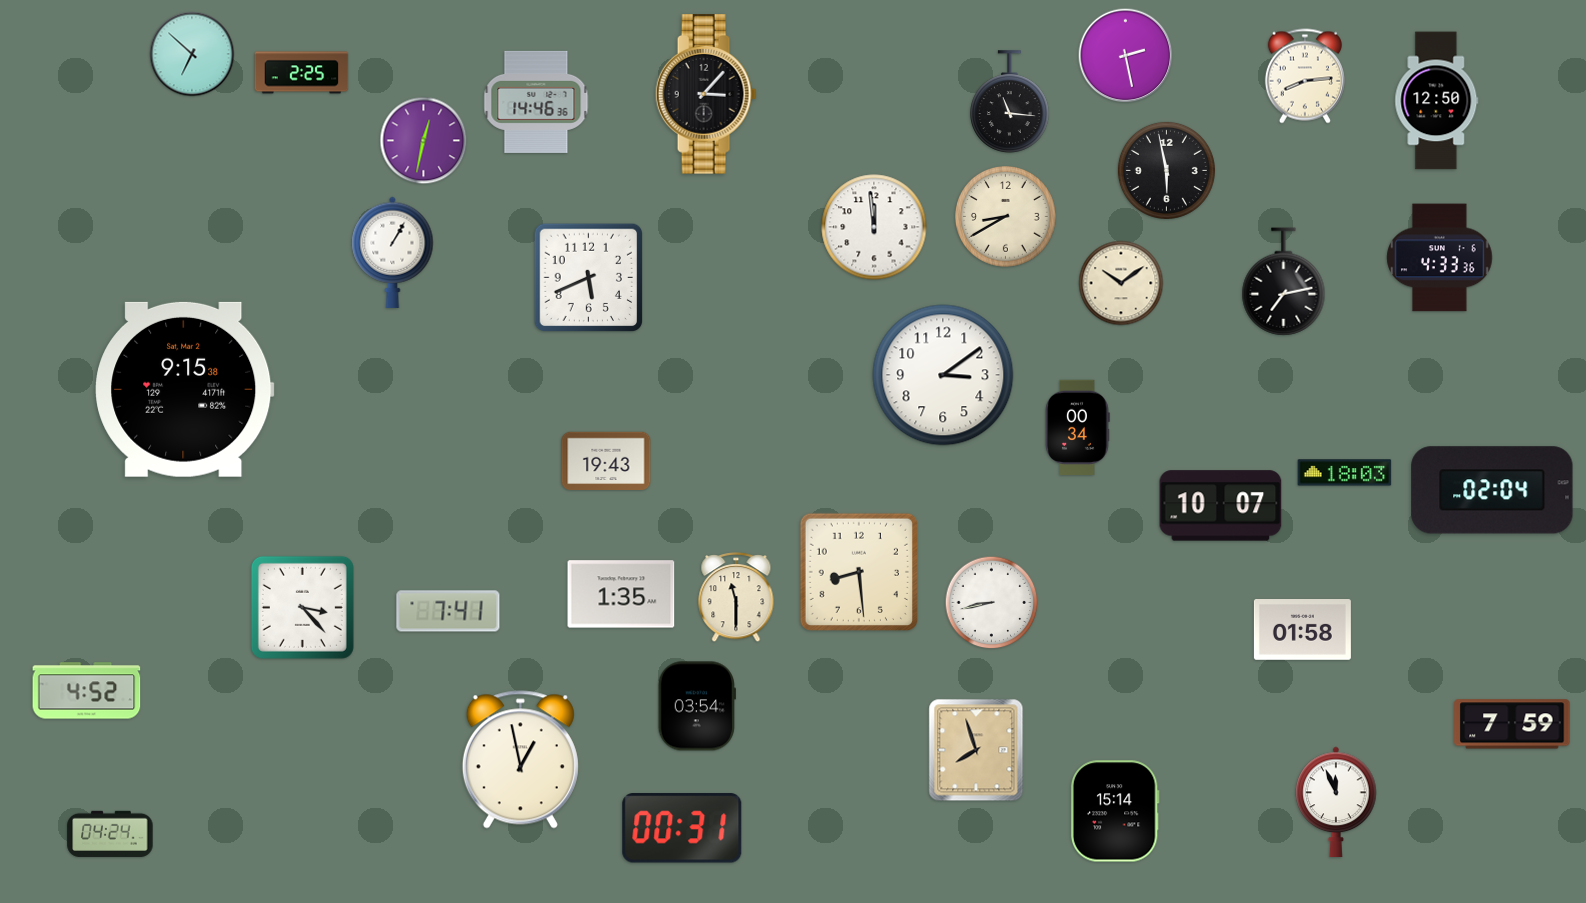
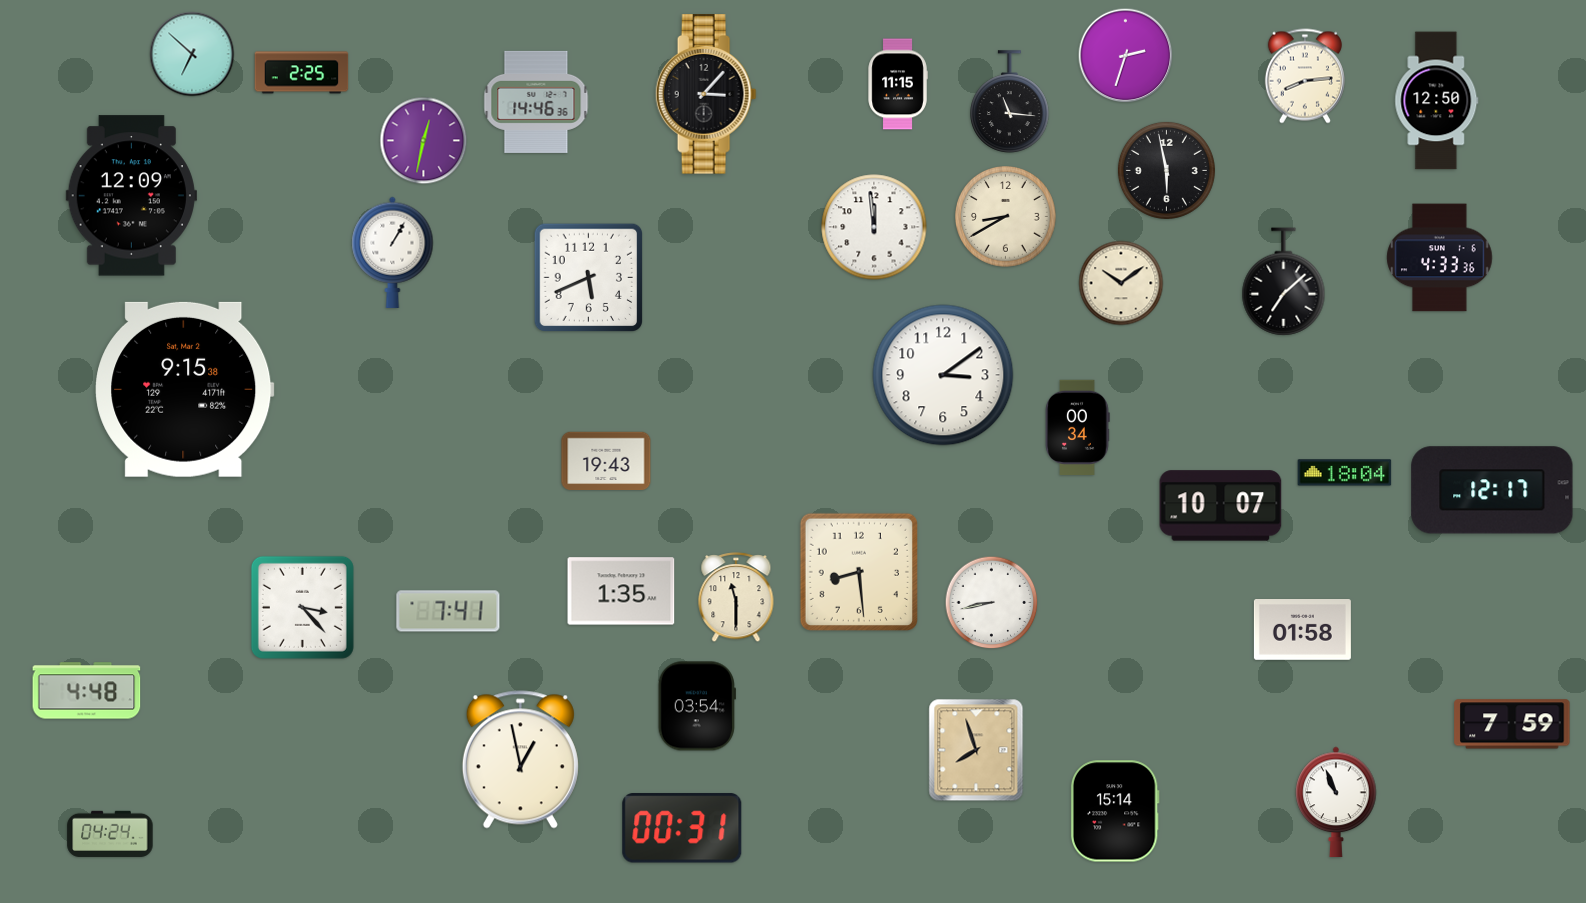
clock at (1126, 56): 2:28 -> 2:33
clock at (898, 84): none -> 11:15
clock at (131, 196): none -> 12:09
clock at (1284, 282): 7:13 -> 7:08
clock at (1345, 473): 18:03 -> 18:04
clock at (1492, 490): 02:04 -> 12:17
clock at (621, 594) position: (621, 594) -> (621, 591)
clock at (87, 691): 4:52 -> 4:48
clock at (1336, 801): 11:56 -> 10:56
